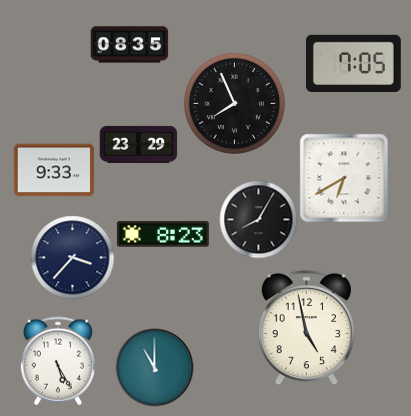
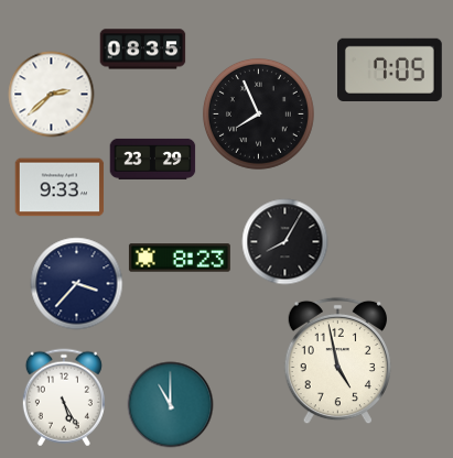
clock at (51, 94): none -> 2:38
clock at (344, 178): 6:40 -> none
clock at (72, 257) position: (72, 257) -> (76, 283)
